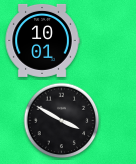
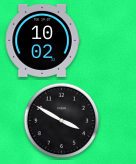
clock at (42, 40): 10:01 -> 10:02
